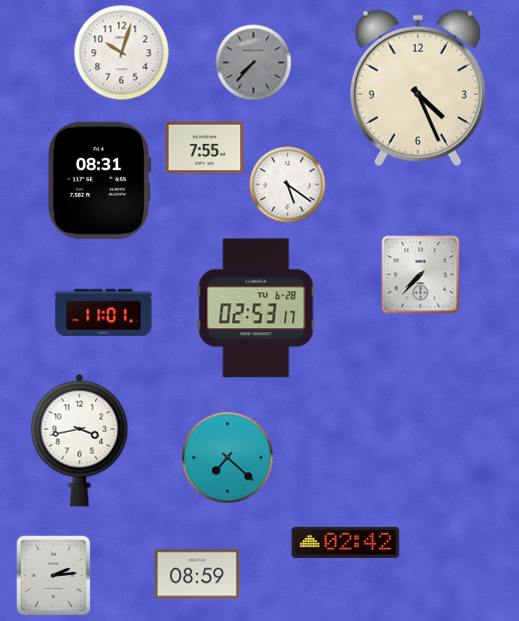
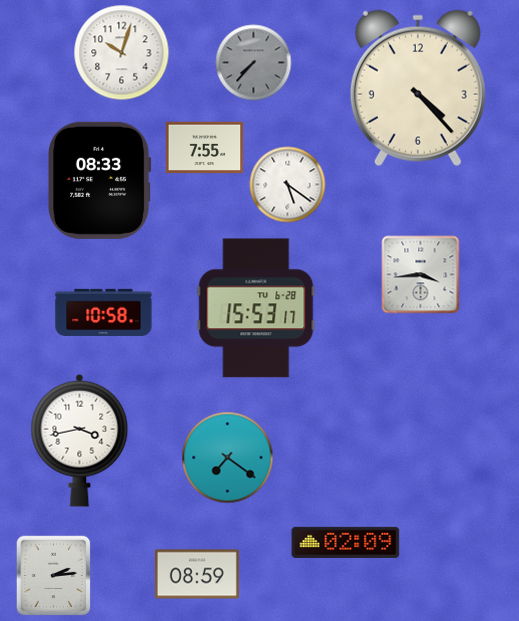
clock at (418, 88): 4:26 -> 4:23
clock at (99, 180): 08:31 -> 08:33
clock at (421, 275): 7:37 -> 3:44
clock at (256, 308): 02:53 -> 15:53
clock at (104, 312): 11:01 -> 10:58
clock at (228, 458): 7:22 -> 7:21
clock at (346, 542): 02:42 -> 02:09
